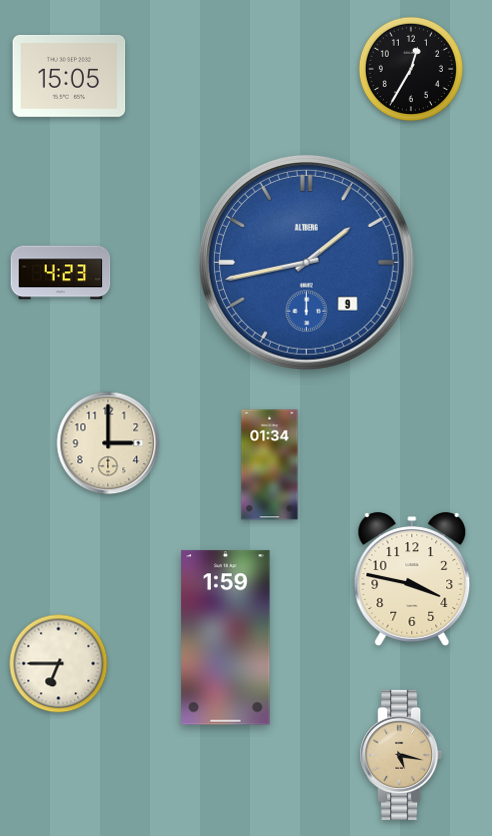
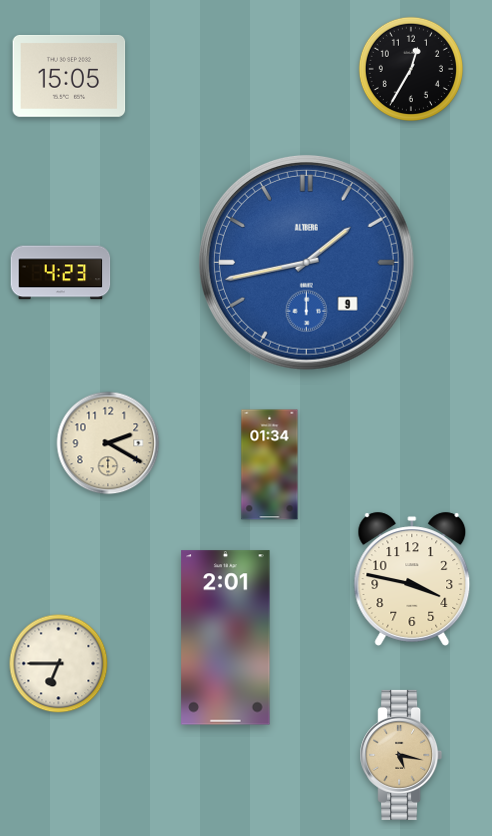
clock at (108, 443): 3:00 -> 2:20
clock at (226, 638): 1:59 -> 2:01
